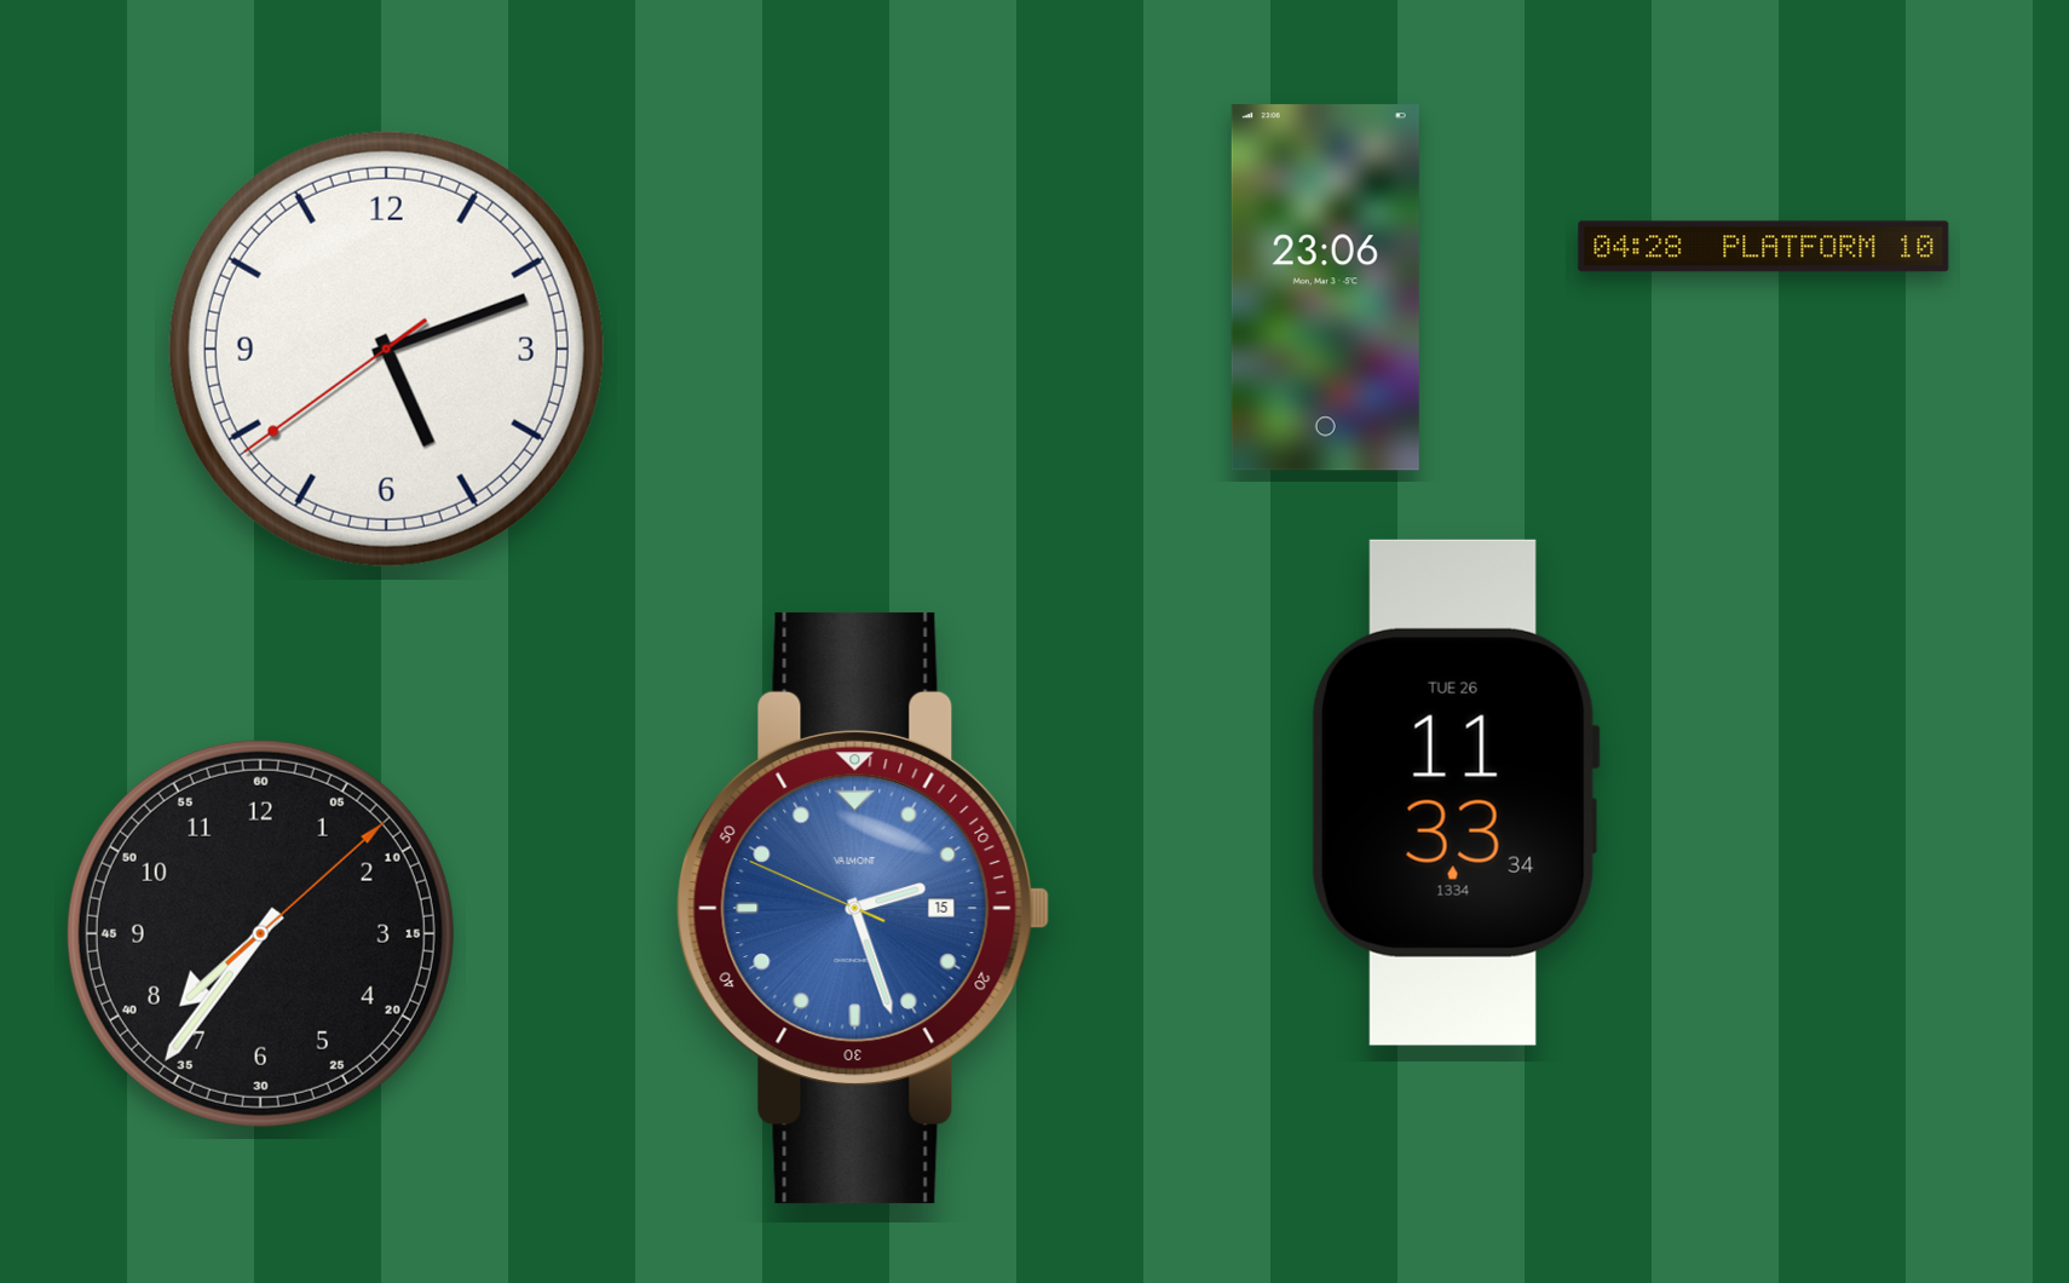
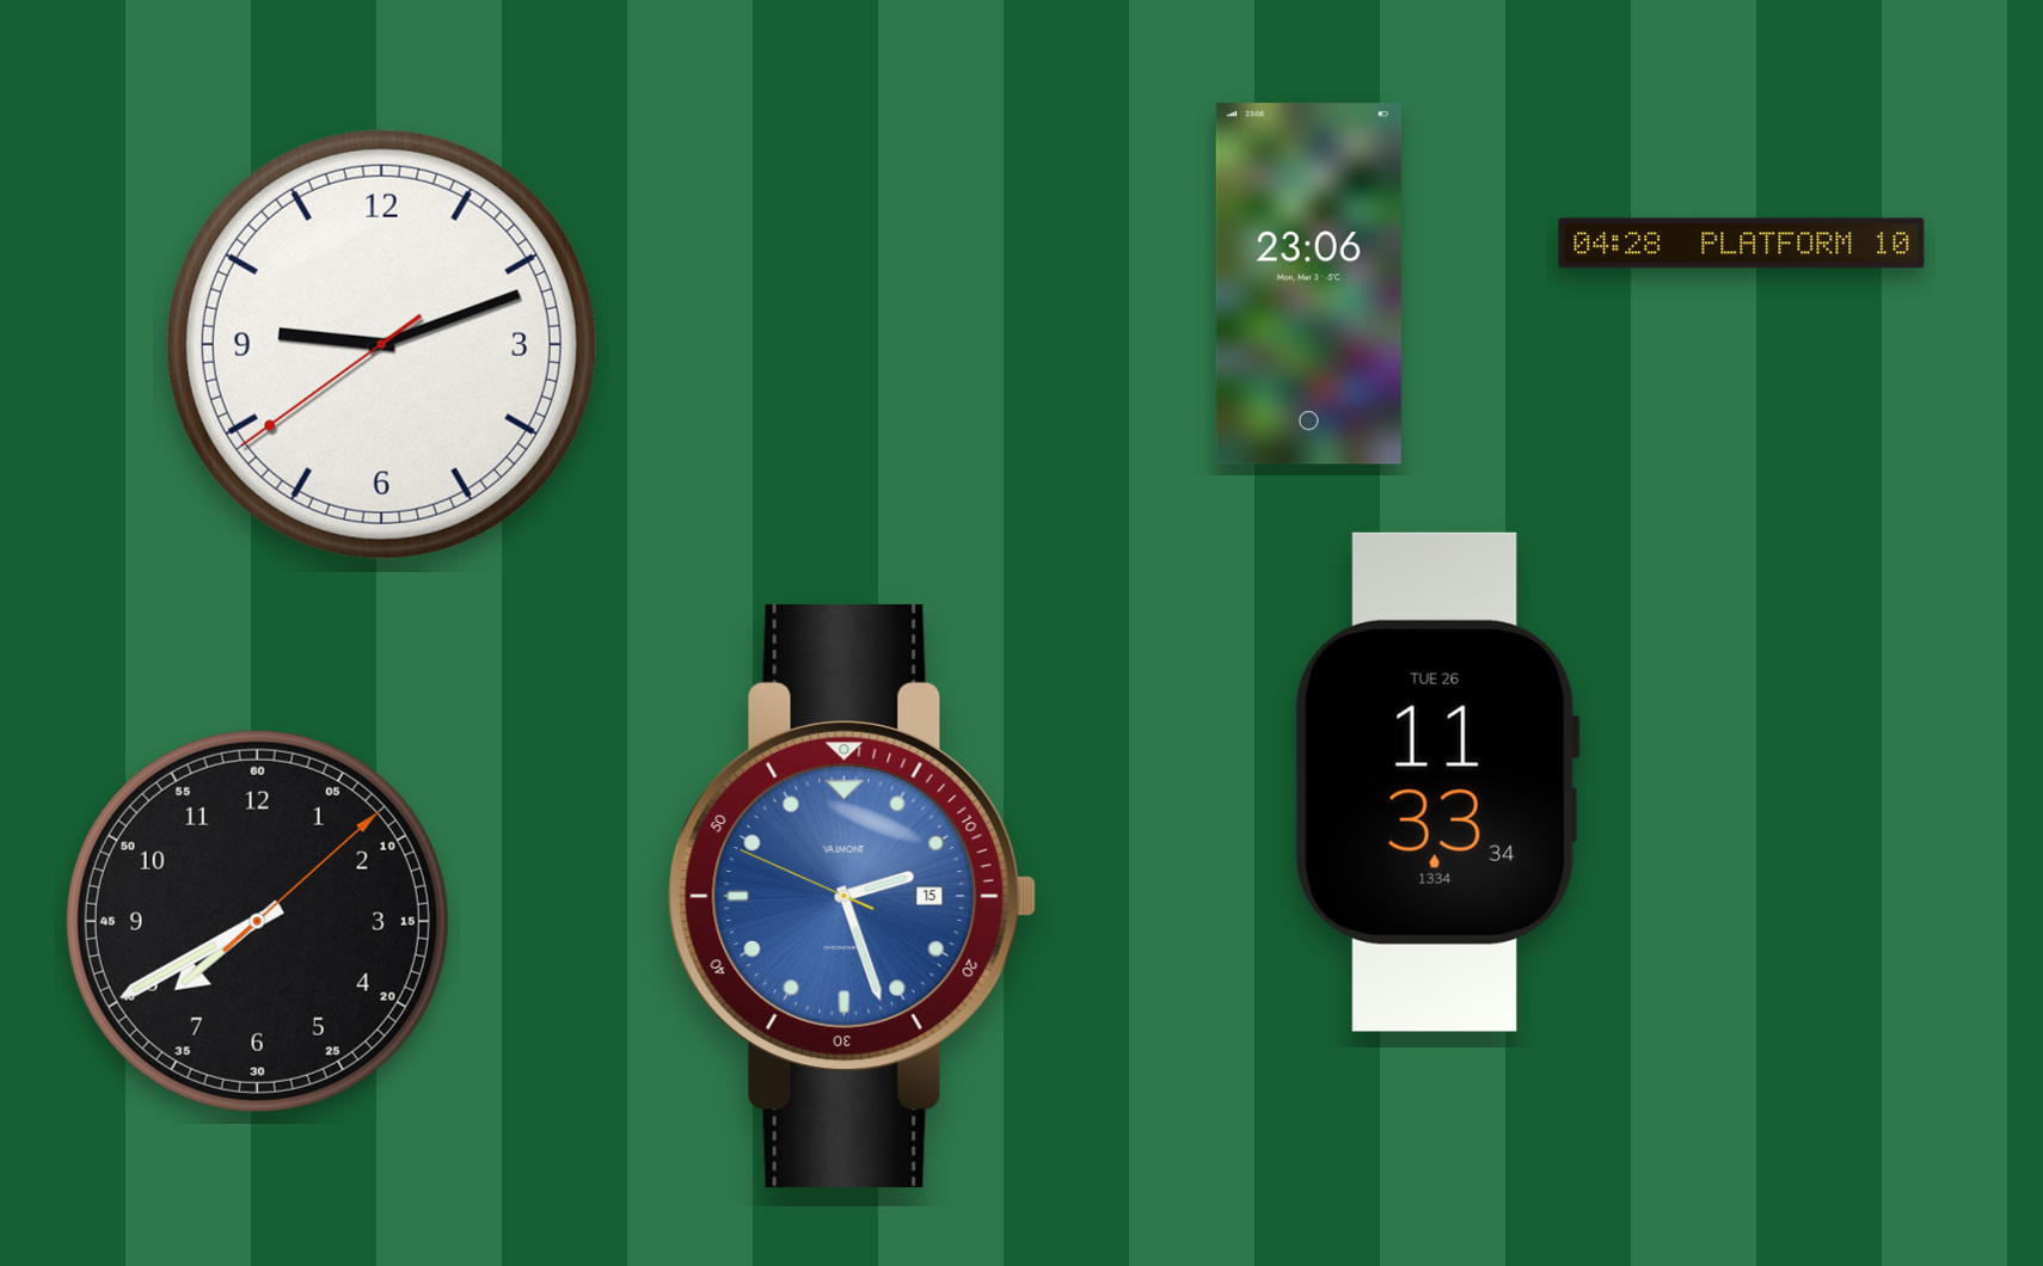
clock at (386, 349): 5:11 -> 9:11
clock at (260, 933): 7:36 -> 7:40
